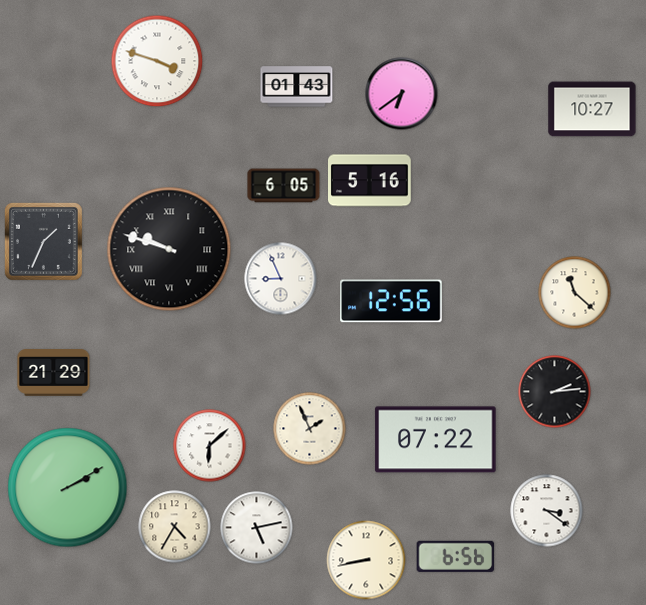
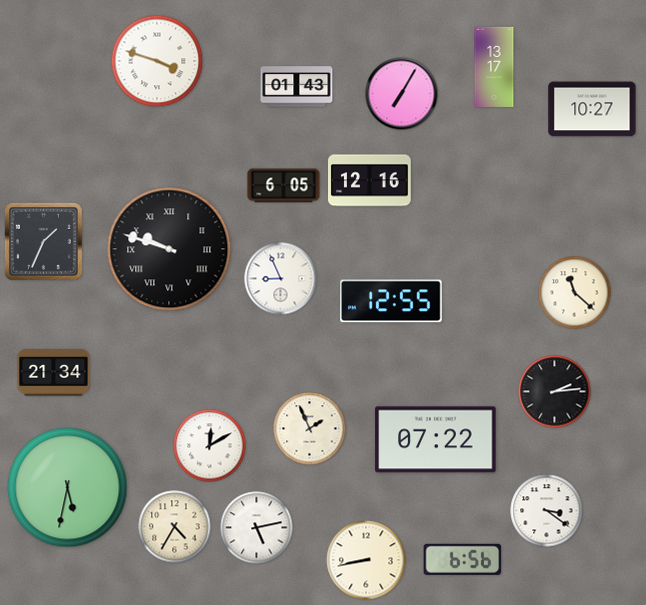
clock at (494, 67): none -> 13:17
clock at (402, 94): 6:39 -> 7:05
clock at (370, 181): 5:16 -> 12:16
clock at (391, 301): 12:56 -> 12:55
clock at (54, 373): 21:29 -> 21:34
clock at (210, 446): 6:08 -> 12:10
clock at (68, 488): 2:10 -> 5:32
clock at (456, 556) position: (456, 556) -> (463, 559)
